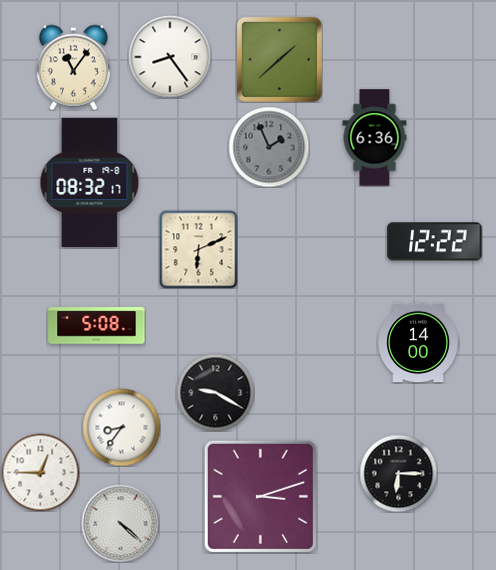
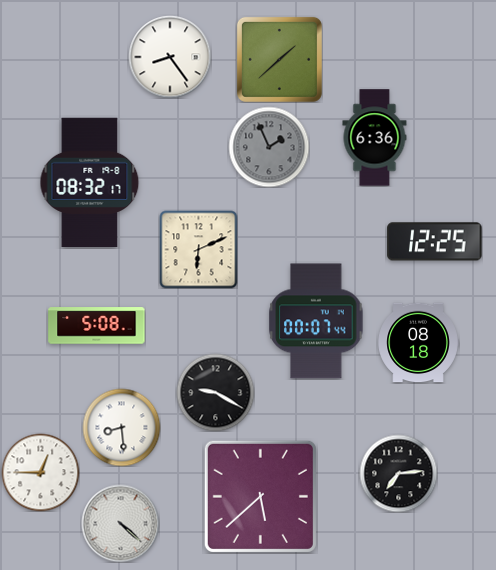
clock at (73, 67): 11:06 -> none
clock at (435, 242): 12:22 -> 12:25
clock at (316, 321): none -> 00:07
clock at (418, 343): 14:00 -> 08:18
clock at (121, 427): 8:36 -> 8:29
clock at (398, 473): 6:15 -> 7:14
clock at (260, 496): 3:12 -> 5:38
